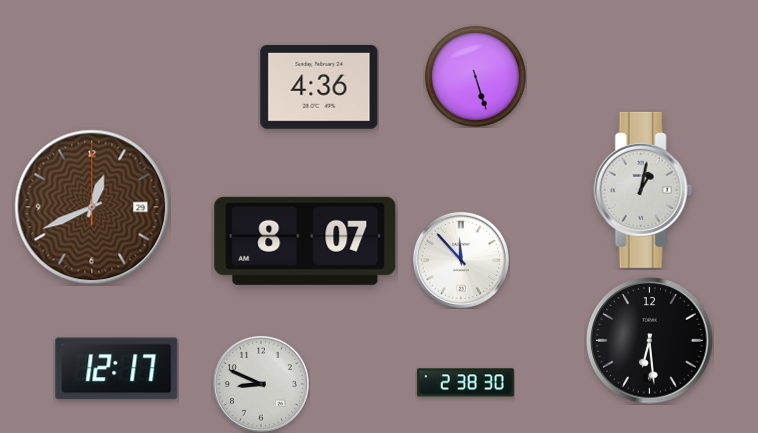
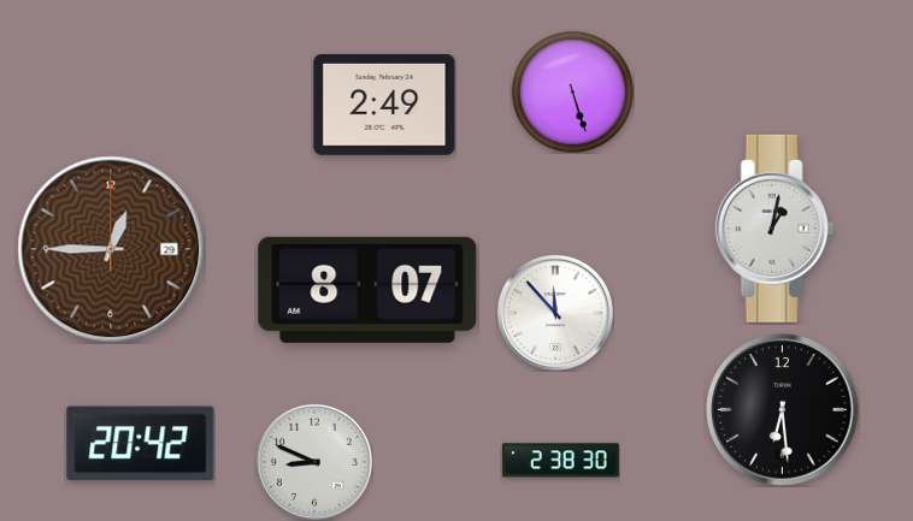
clock at (319, 87): 4:36 -> 2:49
clock at (92, 207): 12:41 -> 12:45
clock at (117, 369): 12:17 -> 20:42
